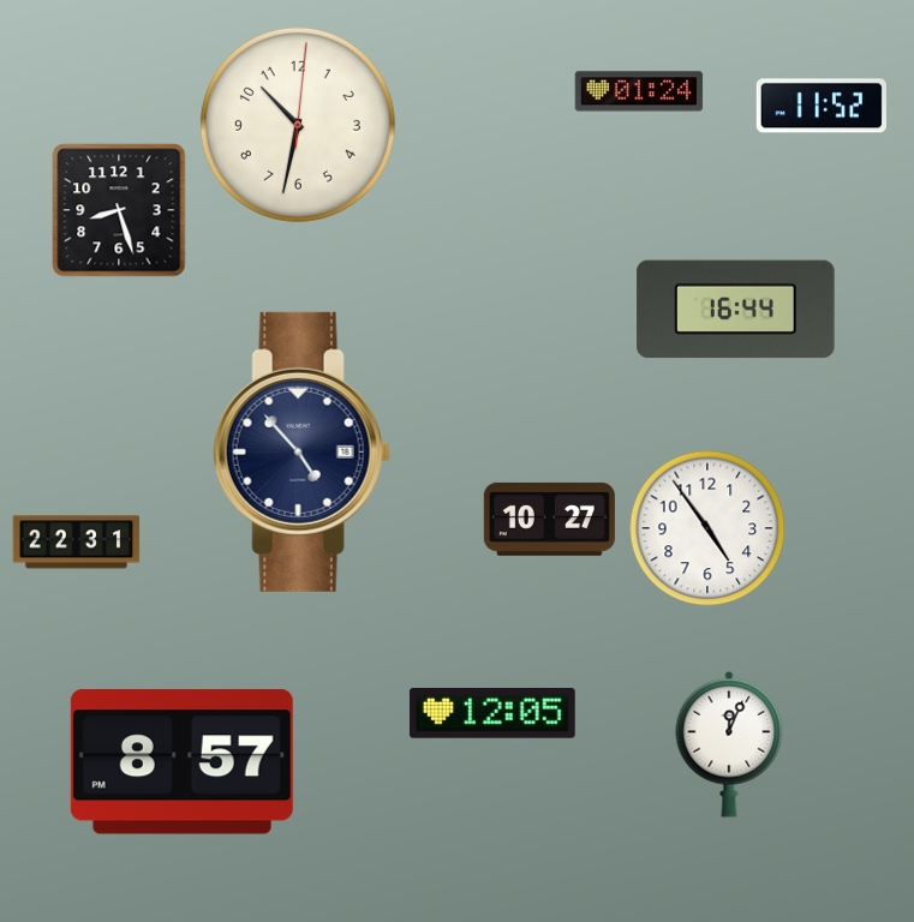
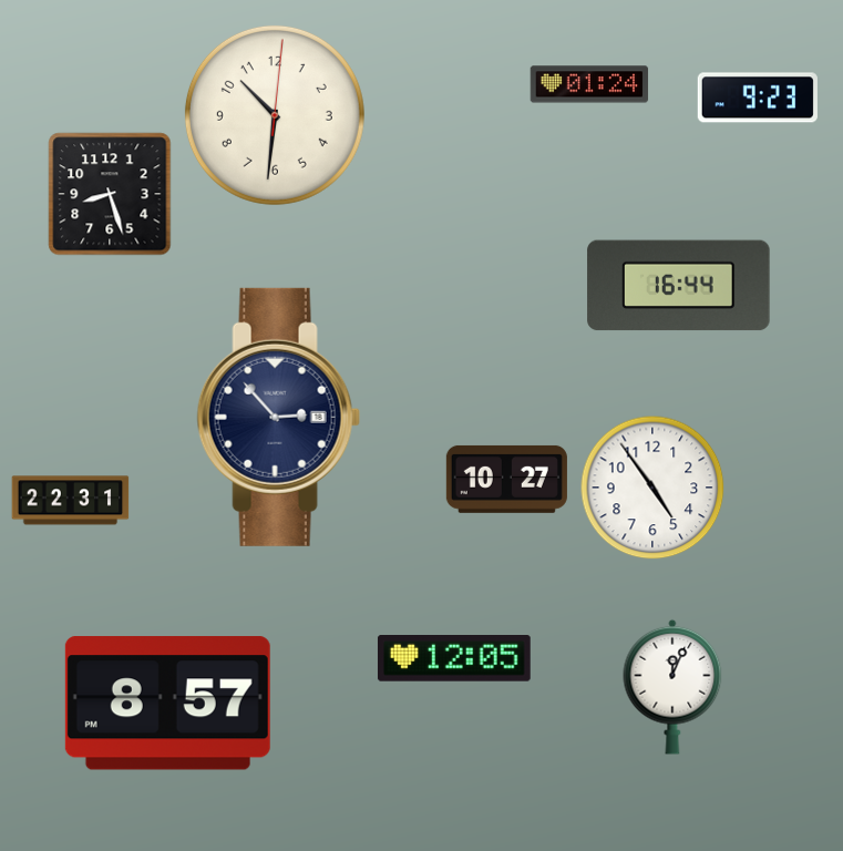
clock at (822, 106): 11:52 -> 9:23
clock at (298, 125): 10:32 -> 10:31
clock at (301, 451): 4:53 -> 2:53
